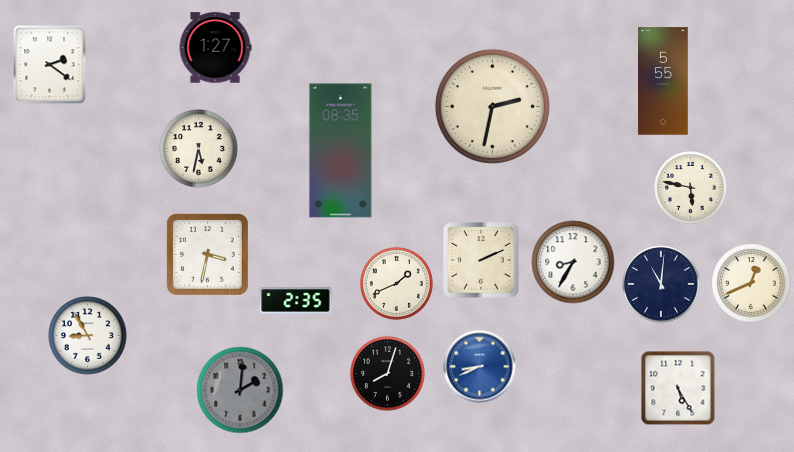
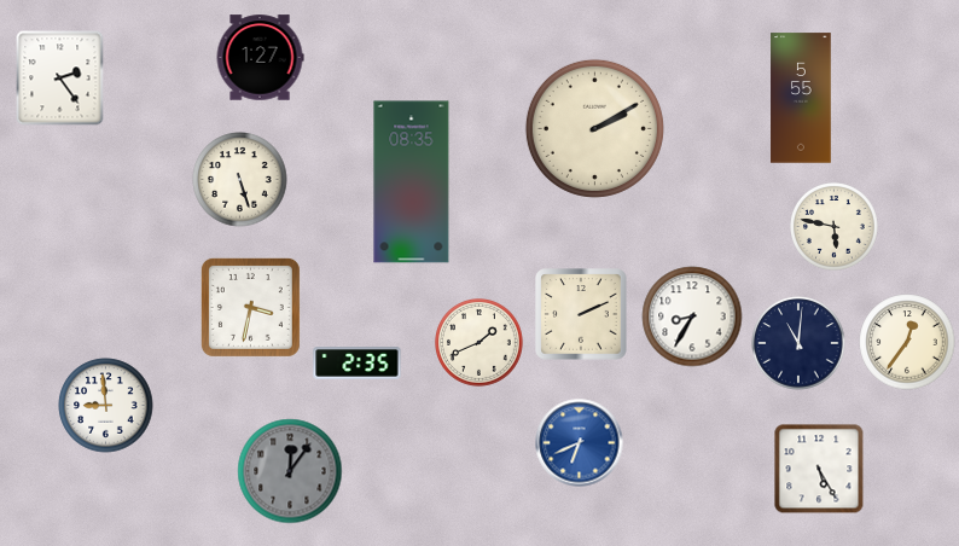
clock at (50, 65): 2:21 -> 2:24
clock at (492, 106): 2:32 -> 2:10
clock at (199, 149): 5:32 -> 5:27
clock at (751, 283): 12:41 -> 12:36
clock at (88, 336): 8:55 -> 8:59
clock at (480, 367): 8:41 -> 6:41
clock at (388, 374): 8:03 -> none
clock at (240, 390): 2:01 -> 12:06
